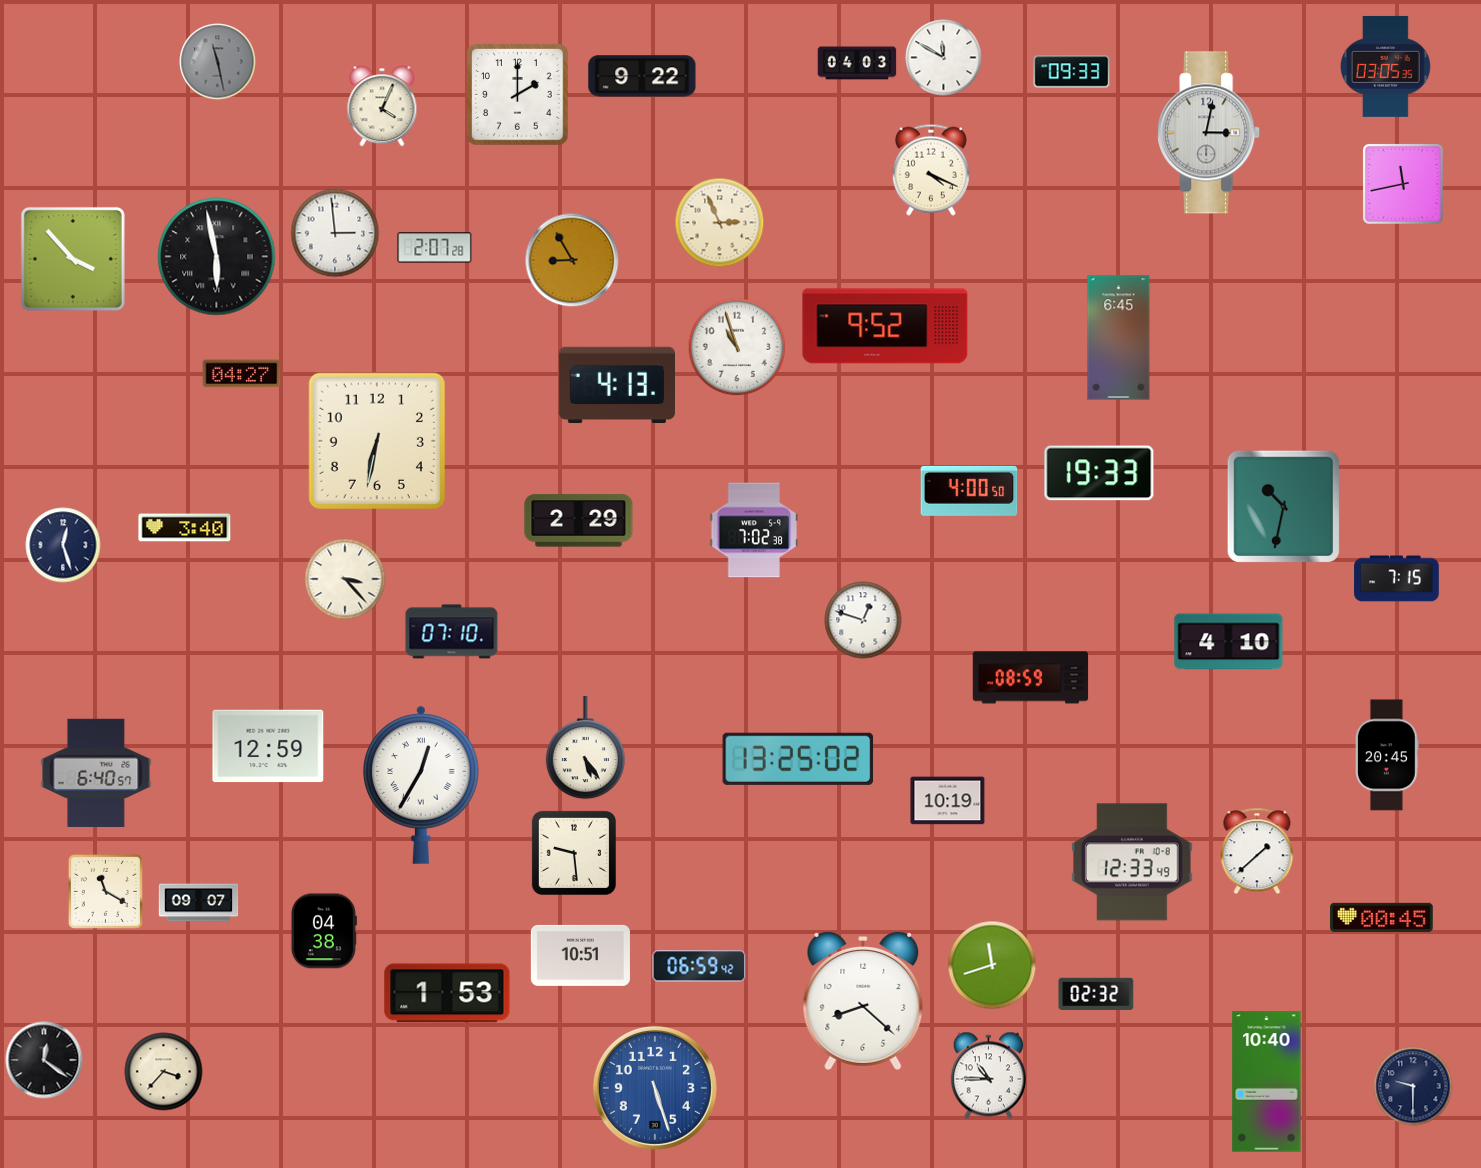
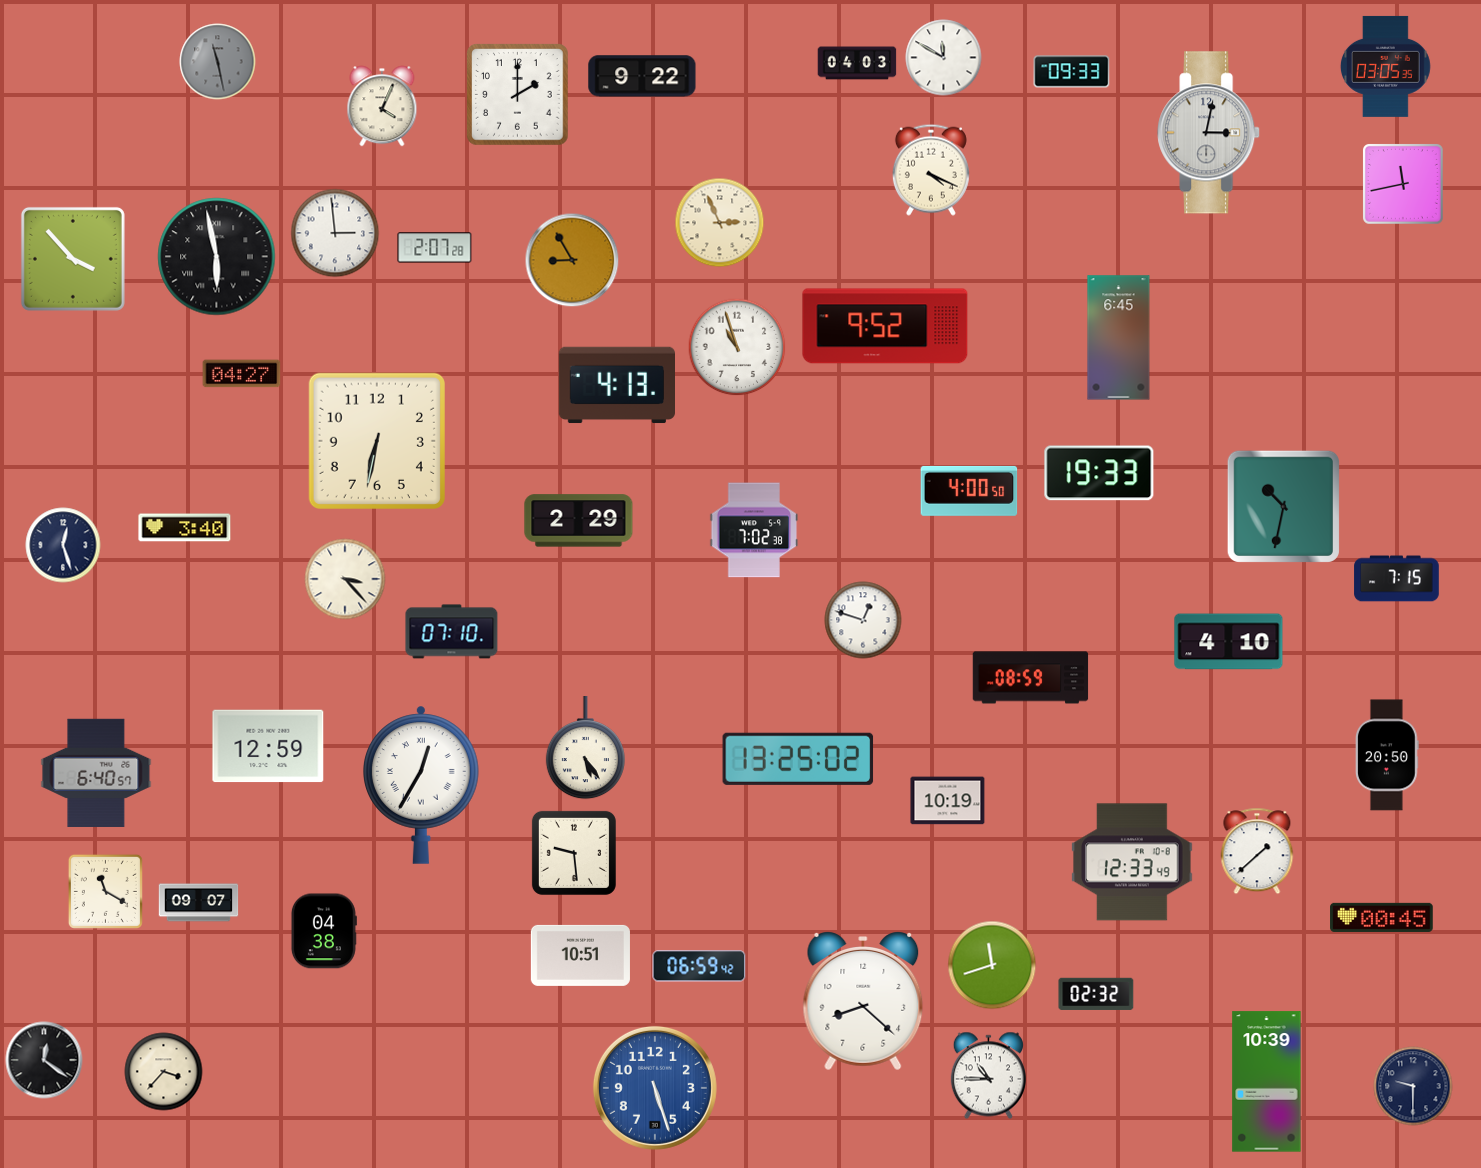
clock at (1387, 755): 20:45 -> 20:50
clock at (447, 993): 1:53 -> none
clock at (1267, 1082): 10:40 -> 10:39
